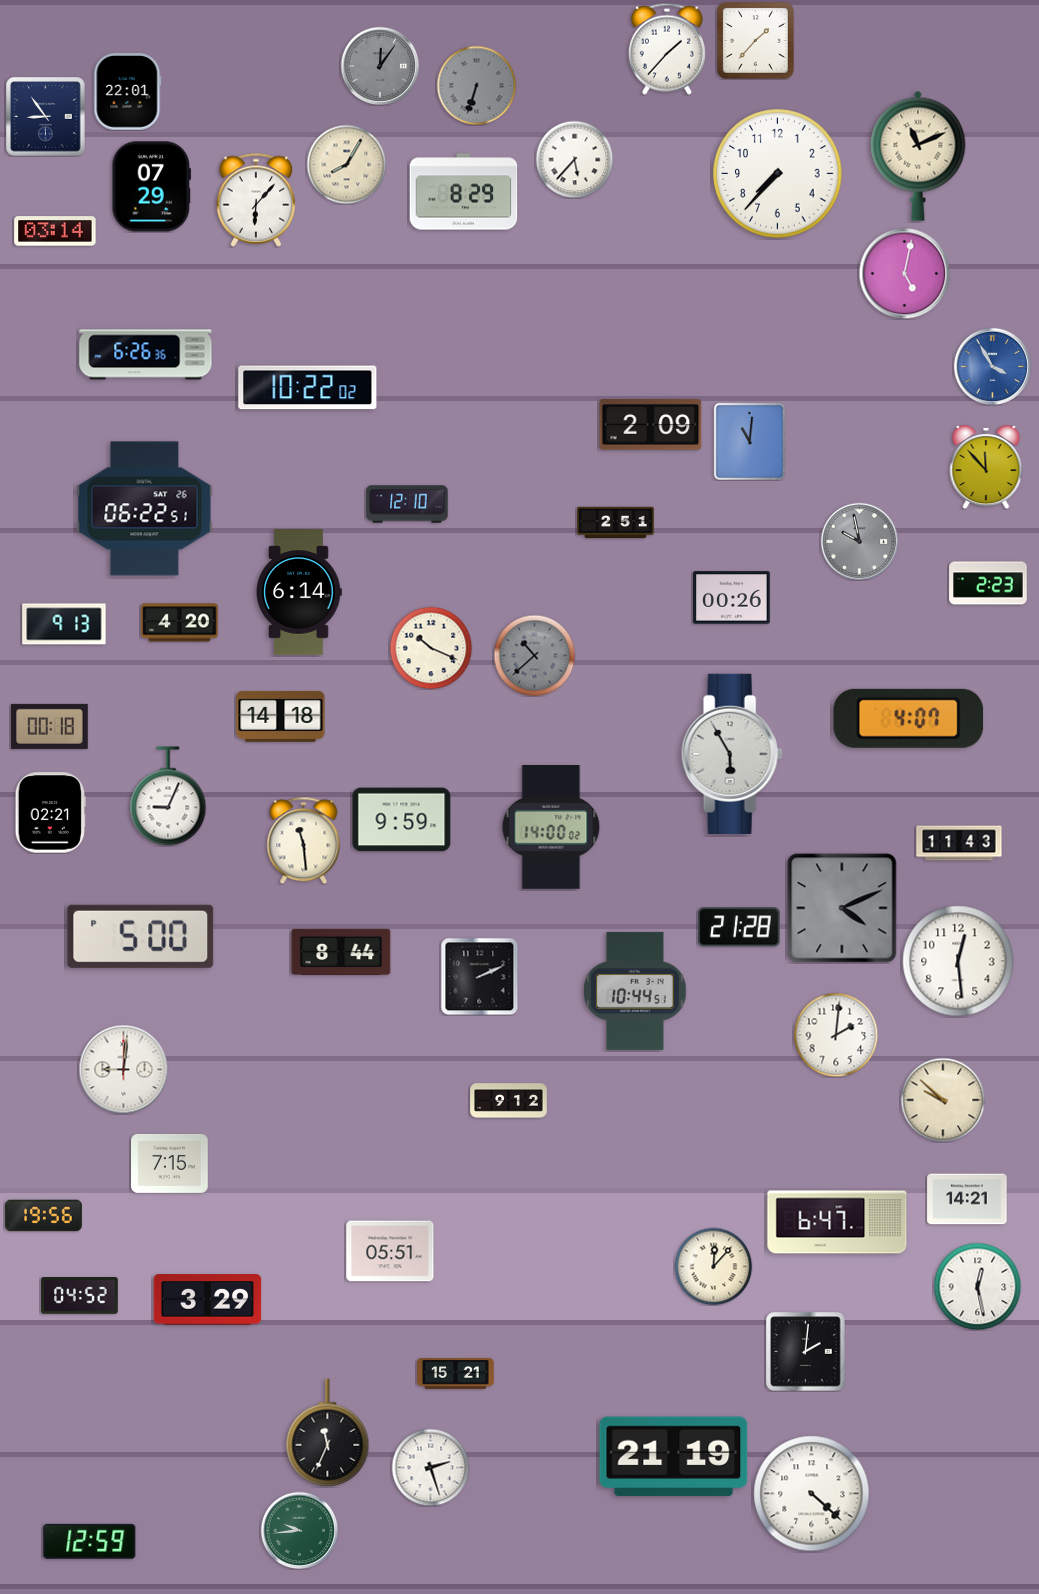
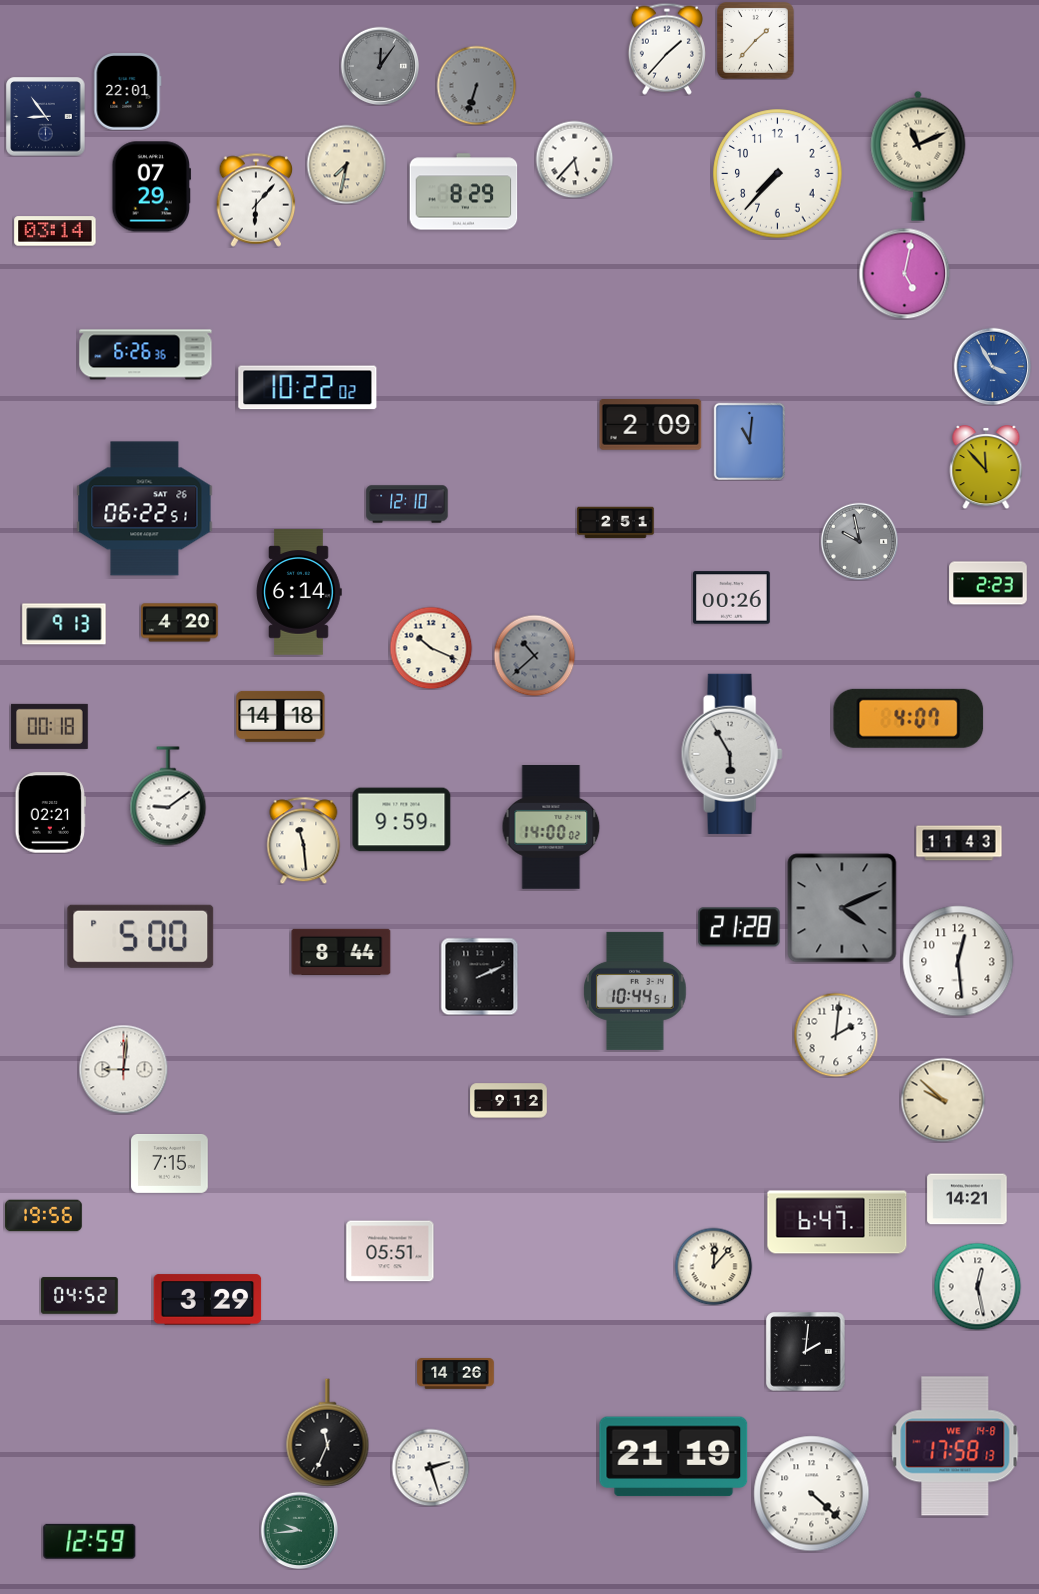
clock at (346, 164): 8:05 -> 7:32
clock at (168, 796): 9:04 -> 9:09
clock at (456, 1374): 15:21 -> 14:26
clock at (955, 1446): none -> 17:58
